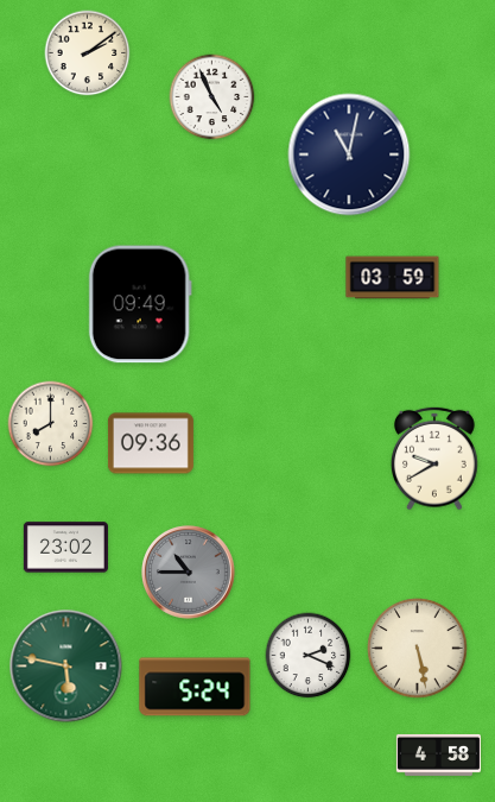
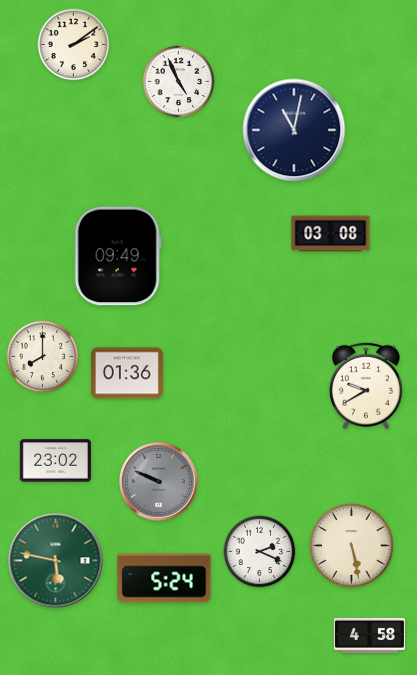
clock at (393, 278): 03:59 -> 03:08
clock at (151, 443): 09:36 -> 01:36
clock at (189, 573): 10:45 -> 9:49
